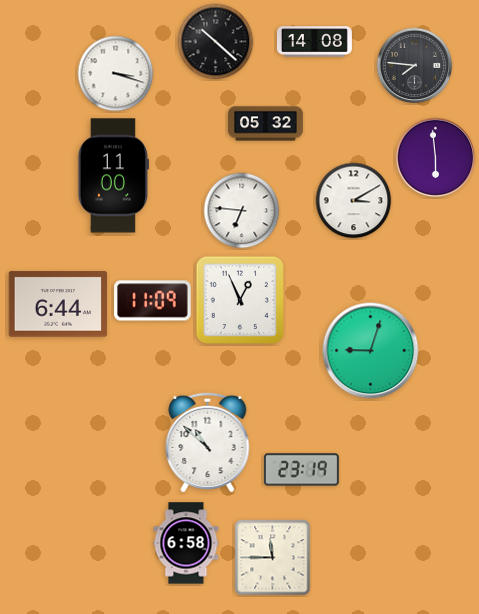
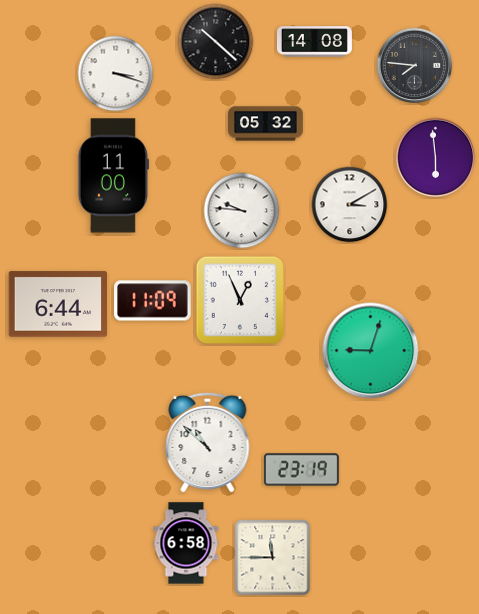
clock at (354, 201) position: (354, 201) -> (350, 205)
clock at (242, 211): 6:46 -> 9:46
